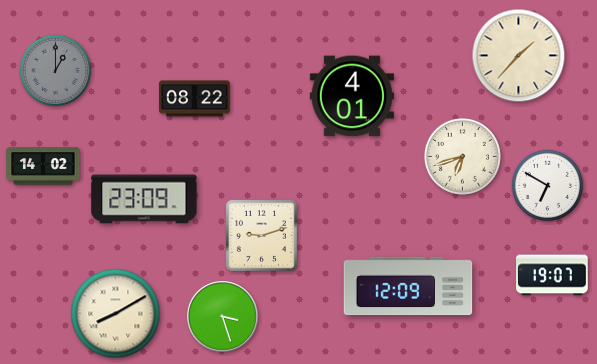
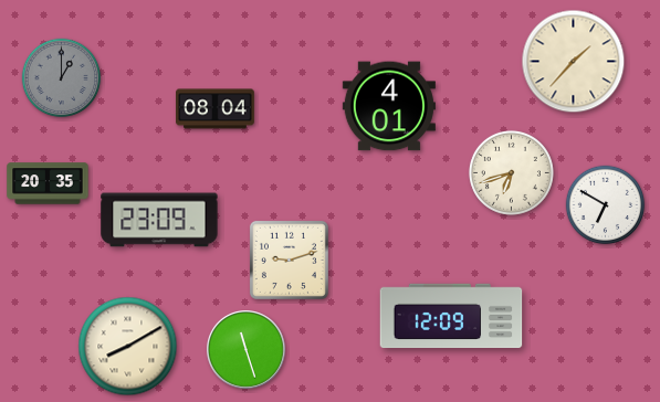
clock at (195, 99): 08:22 -> 08:04
clock at (43, 166): 14:02 -> 20:35
clock at (552, 275): 19:07 -> none
clock at (223, 317): 3:27 -> 11:27
